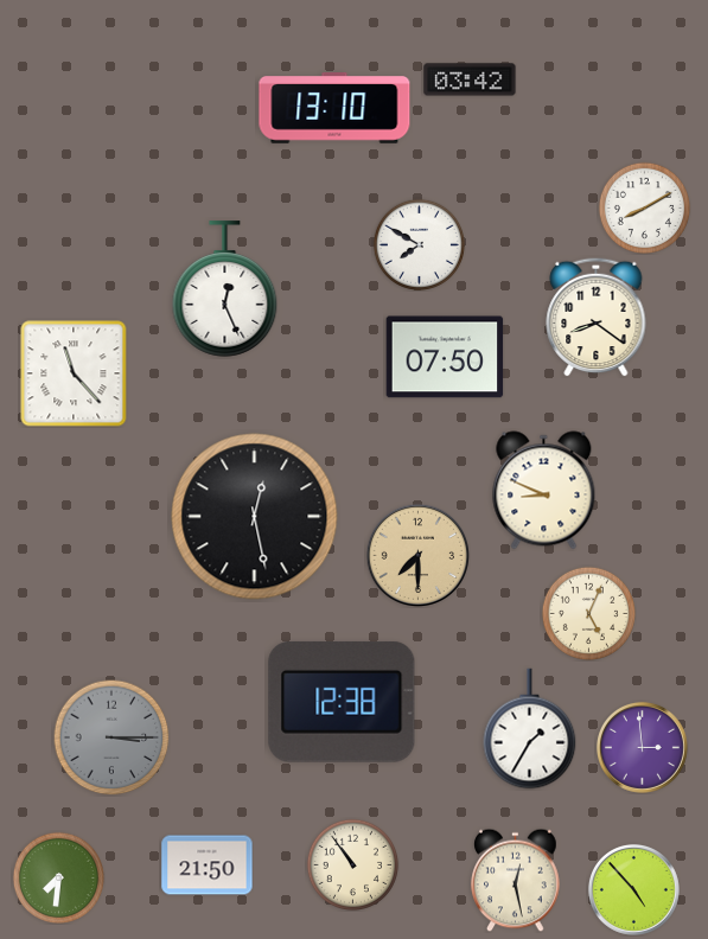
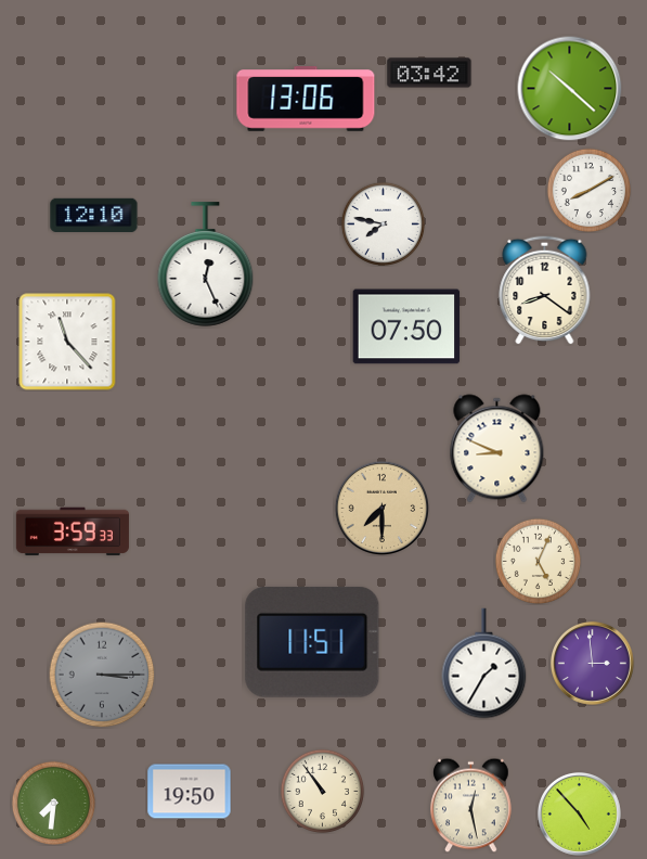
clock at (570, 89): none -> 10:22
clock at (334, 109): 13:10 -> 13:06
clock at (94, 215): none -> 12:10
clock at (419, 244): 7:50 -> 7:47
clock at (255, 517): 12:28 -> none
clock at (73, 531): none -> 3:59
clock at (342, 702): 12:38 -> 11:51
clock at (530, 729) position: (530, 729) -> (484, 664)
clock at (642, 747) position: (642, 747) -> (592, 663)
clock at (208, 865): 21:50 -> 19:50
